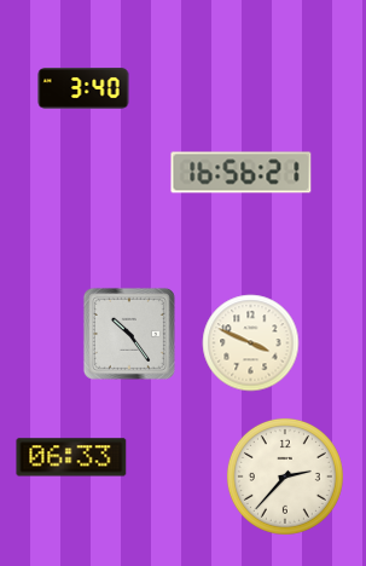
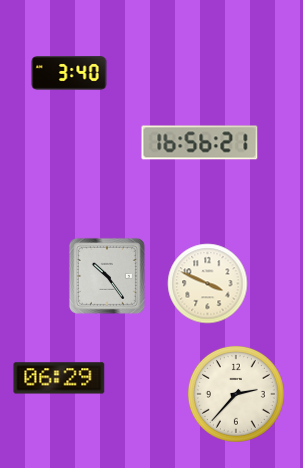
clock at (71, 457): 06:33 -> 06:29
